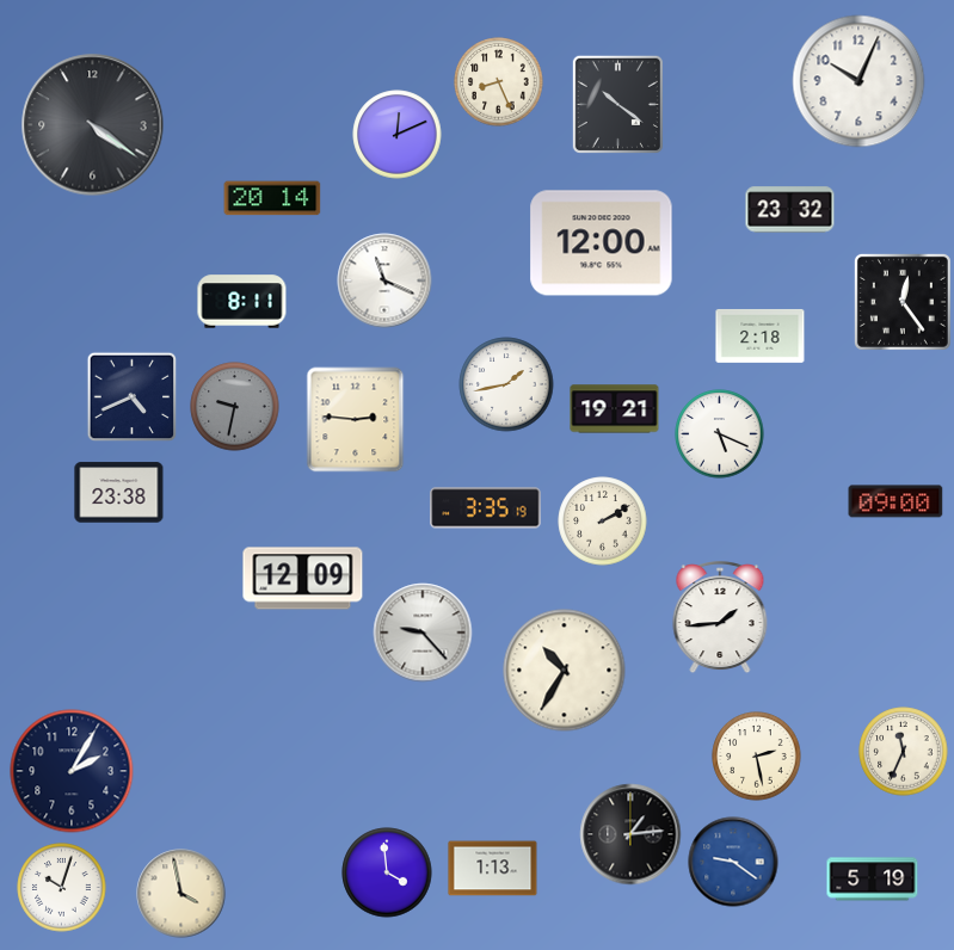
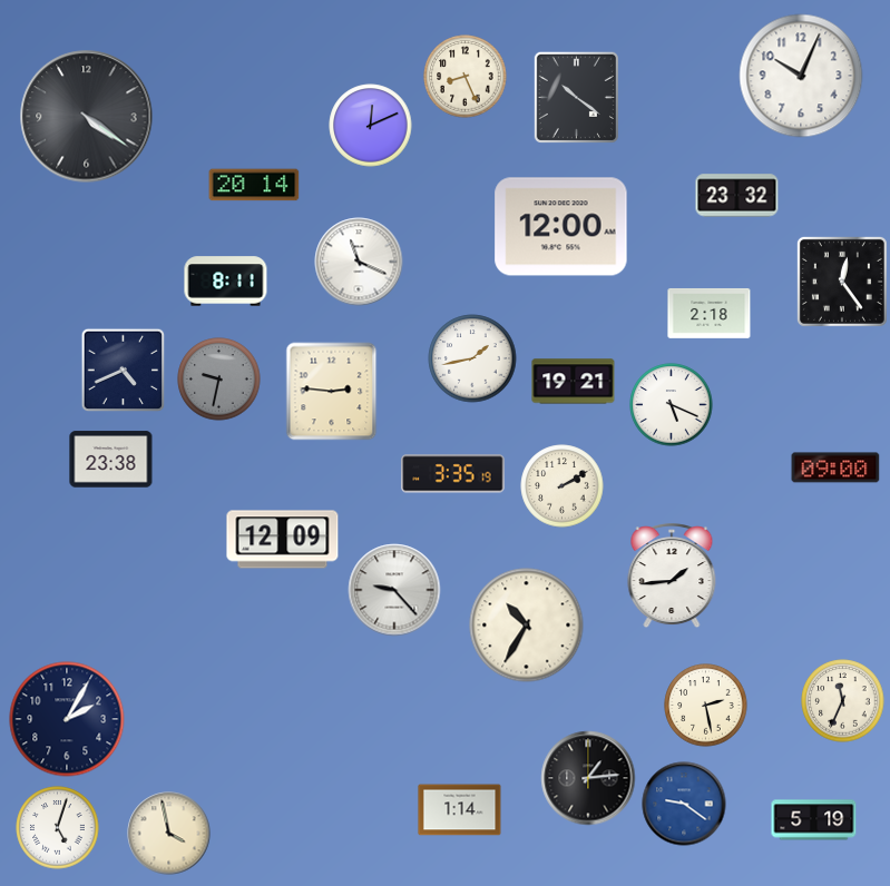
clock at (493, 869): 1:13 -> 1:14
clock at (387, 872): 3:59 -> none
clock at (62, 888): 10:03 -> 5:03
